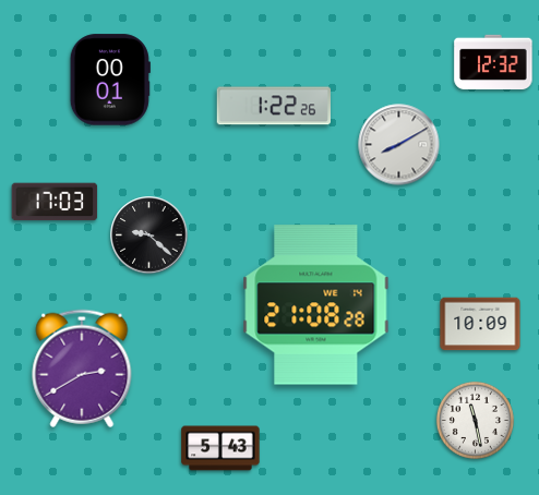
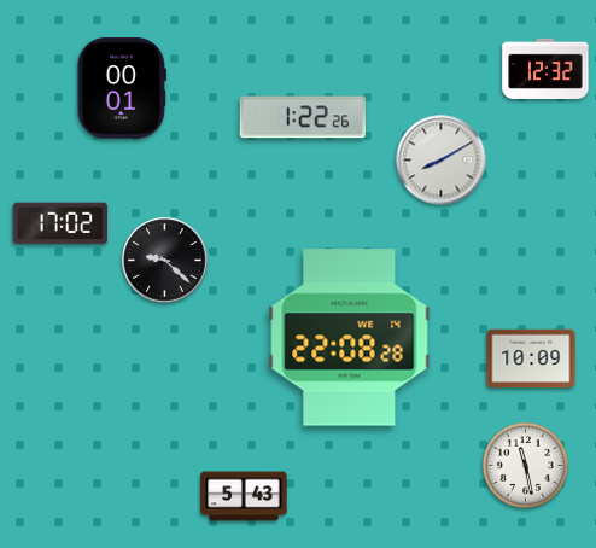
clock at (55, 202): 17:03 -> 17:02
clock at (316, 305): 21:08 -> 22:08
clock at (82, 369): 2:40 -> none
